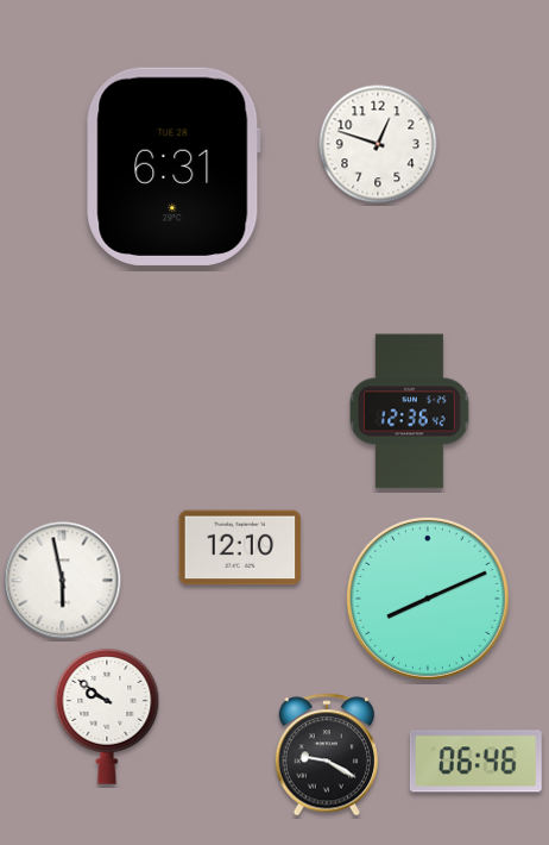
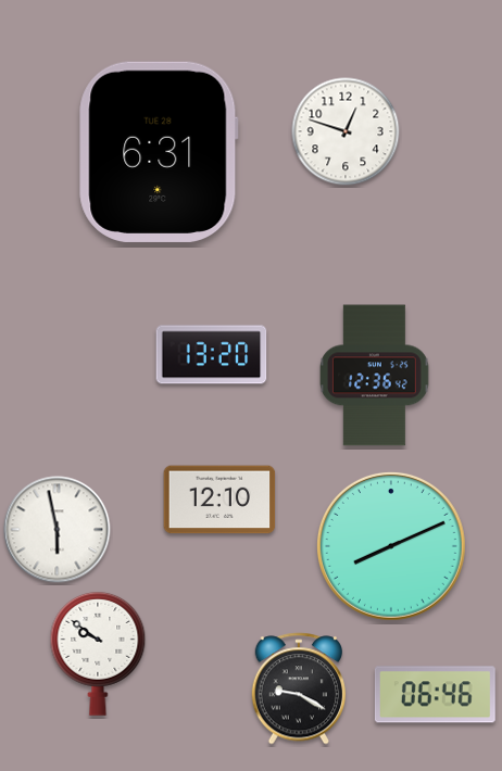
clock at (212, 355): none -> 13:20
